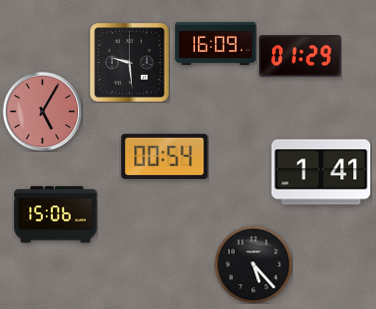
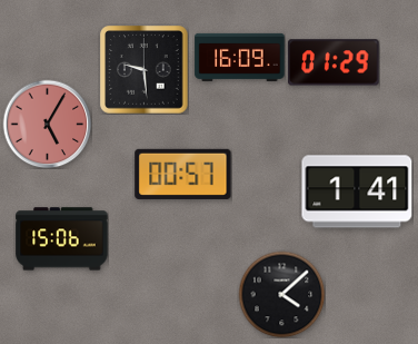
clock at (216, 43) position: (216, 43) -> (240, 57)
clock at (165, 156): 00:54 -> 00:57
clock at (253, 264): 5:23 -> 4:08
